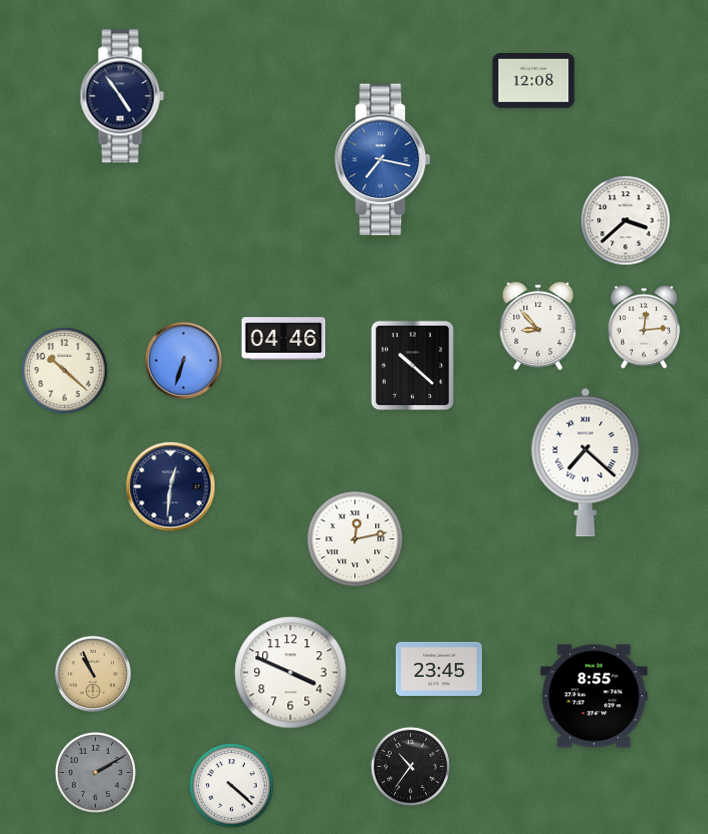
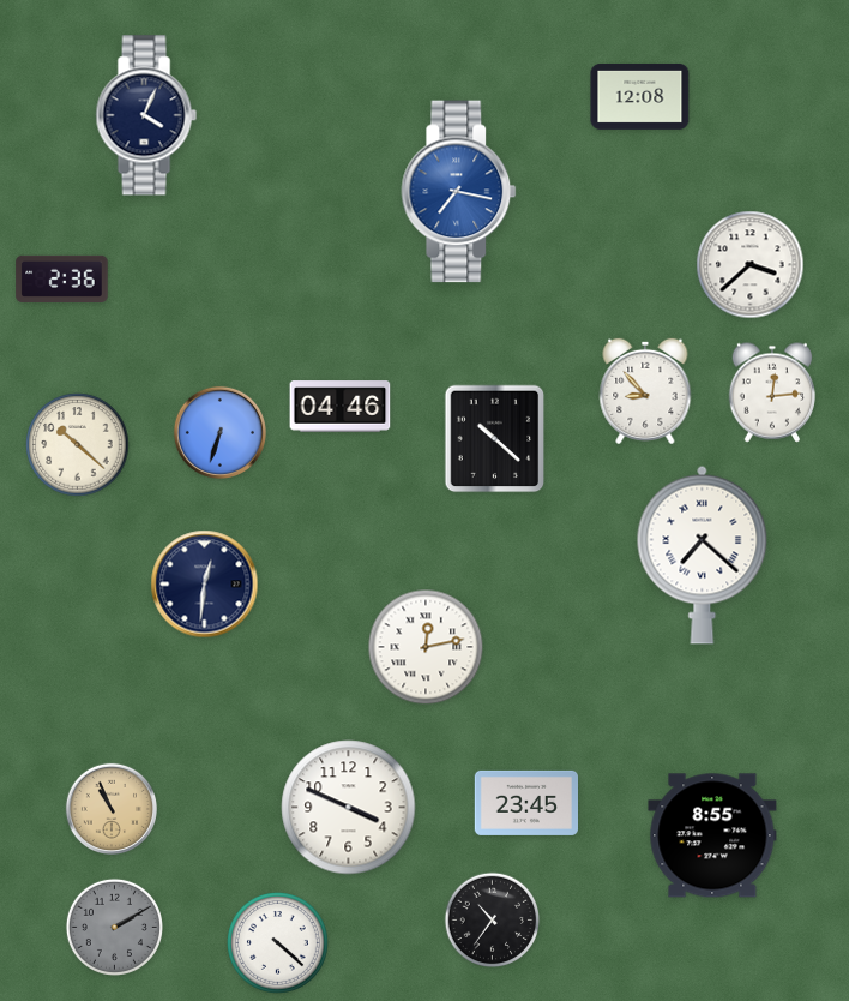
clock at (122, 96): 4:54 -> 4:04
clock at (62, 278): none -> 2:36
